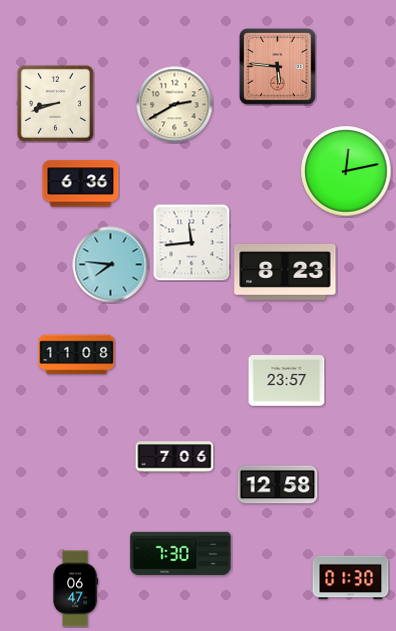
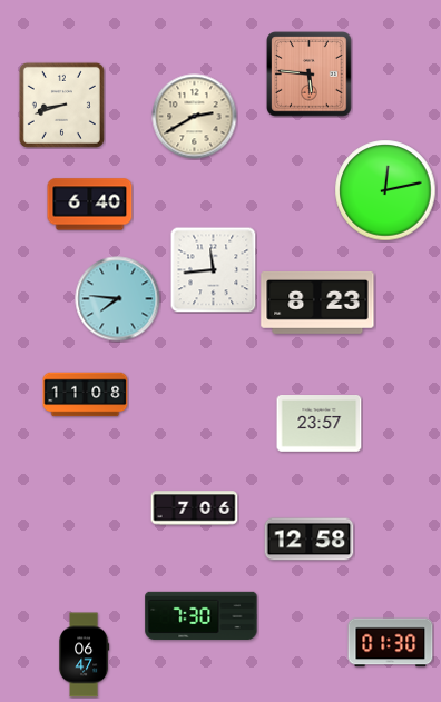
clock at (55, 103) position: (55, 103) -> (61, 105)
clock at (81, 184): 6:36 -> 6:40
clock at (111, 265) position: (111, 265) -> (118, 299)
